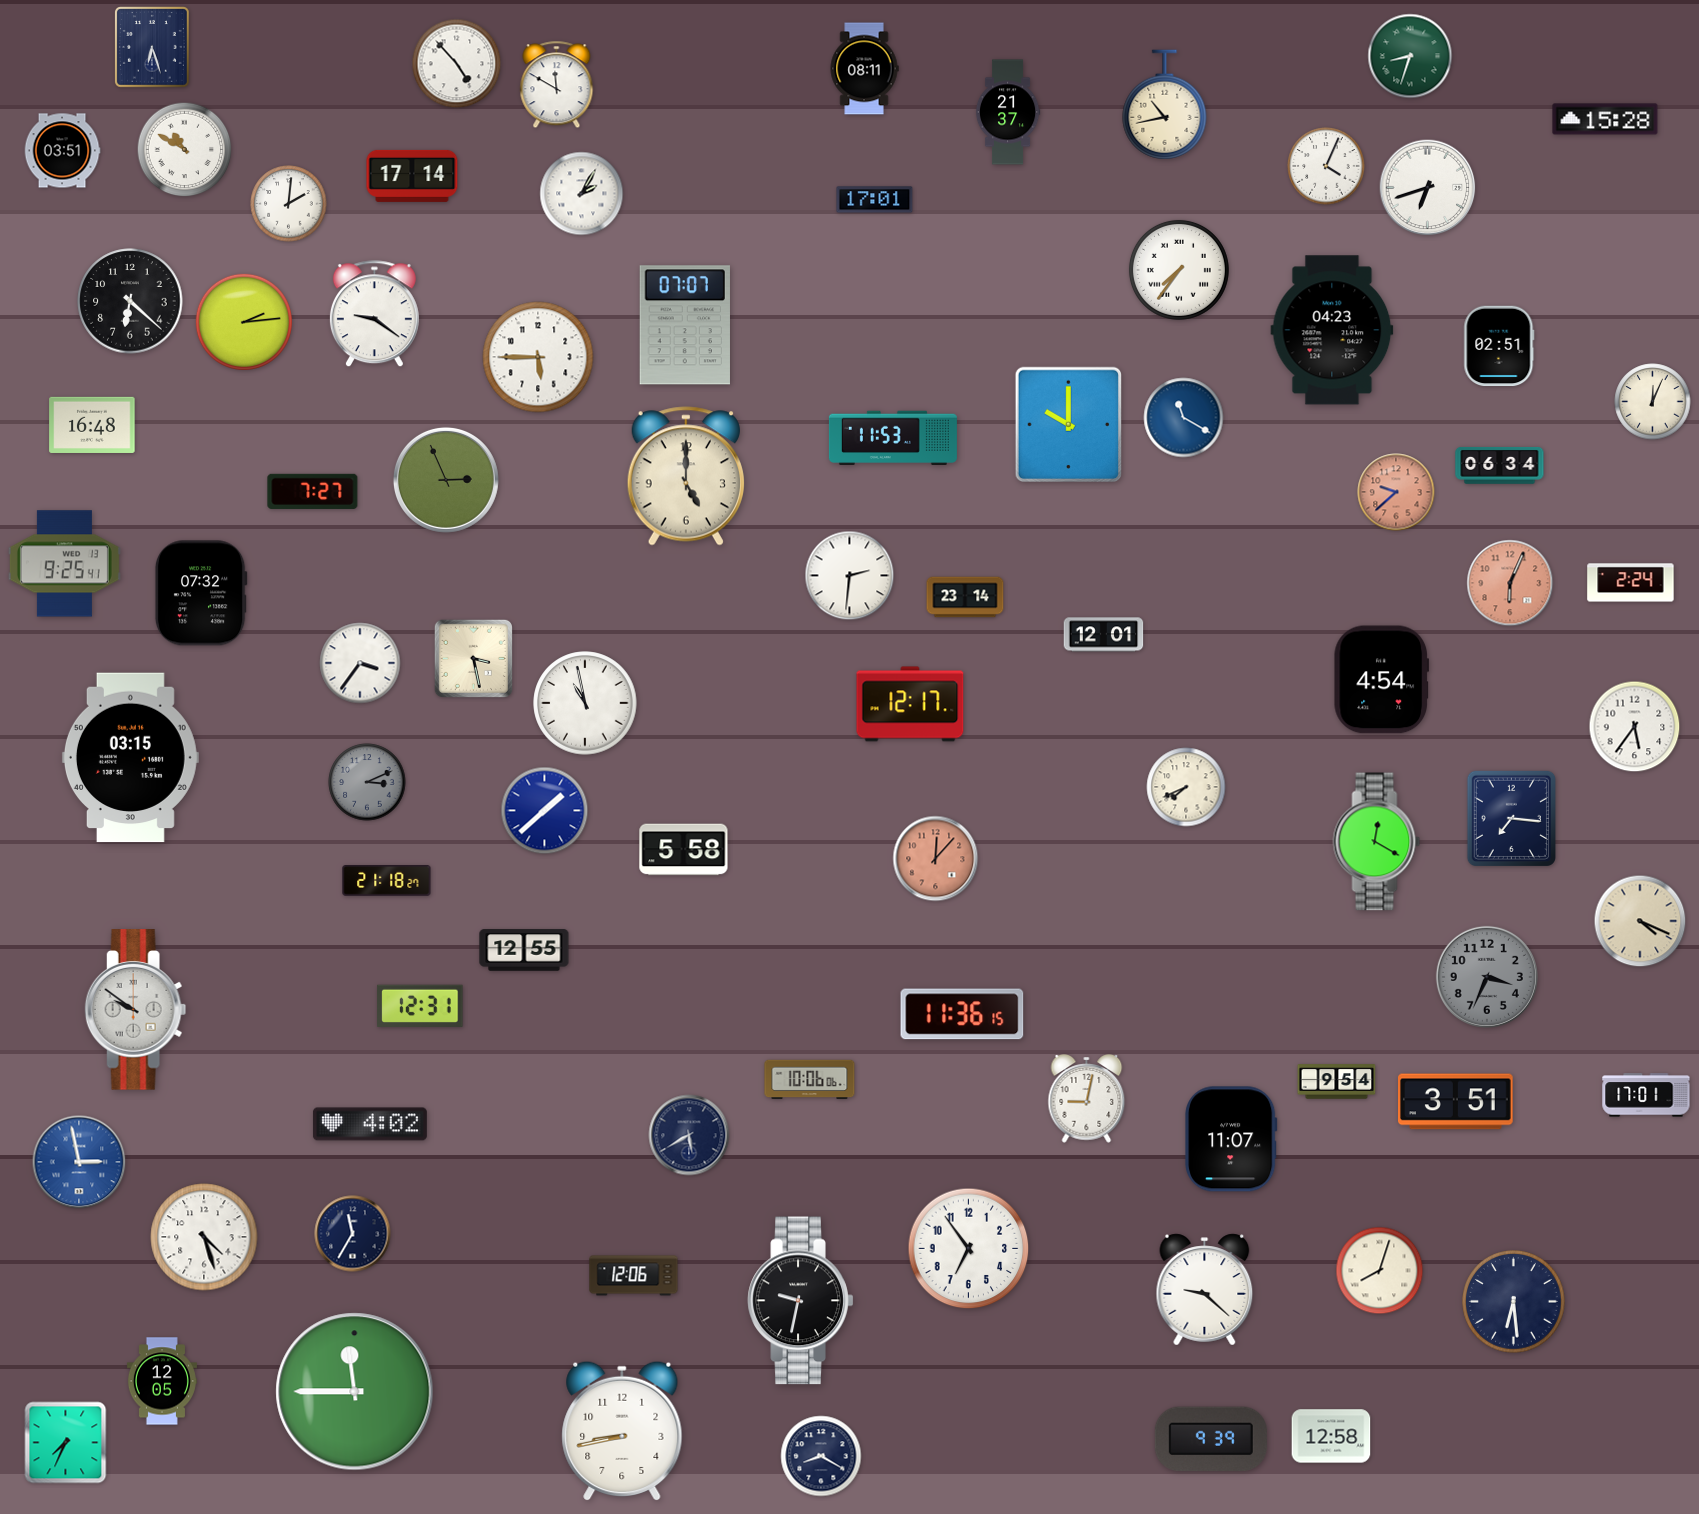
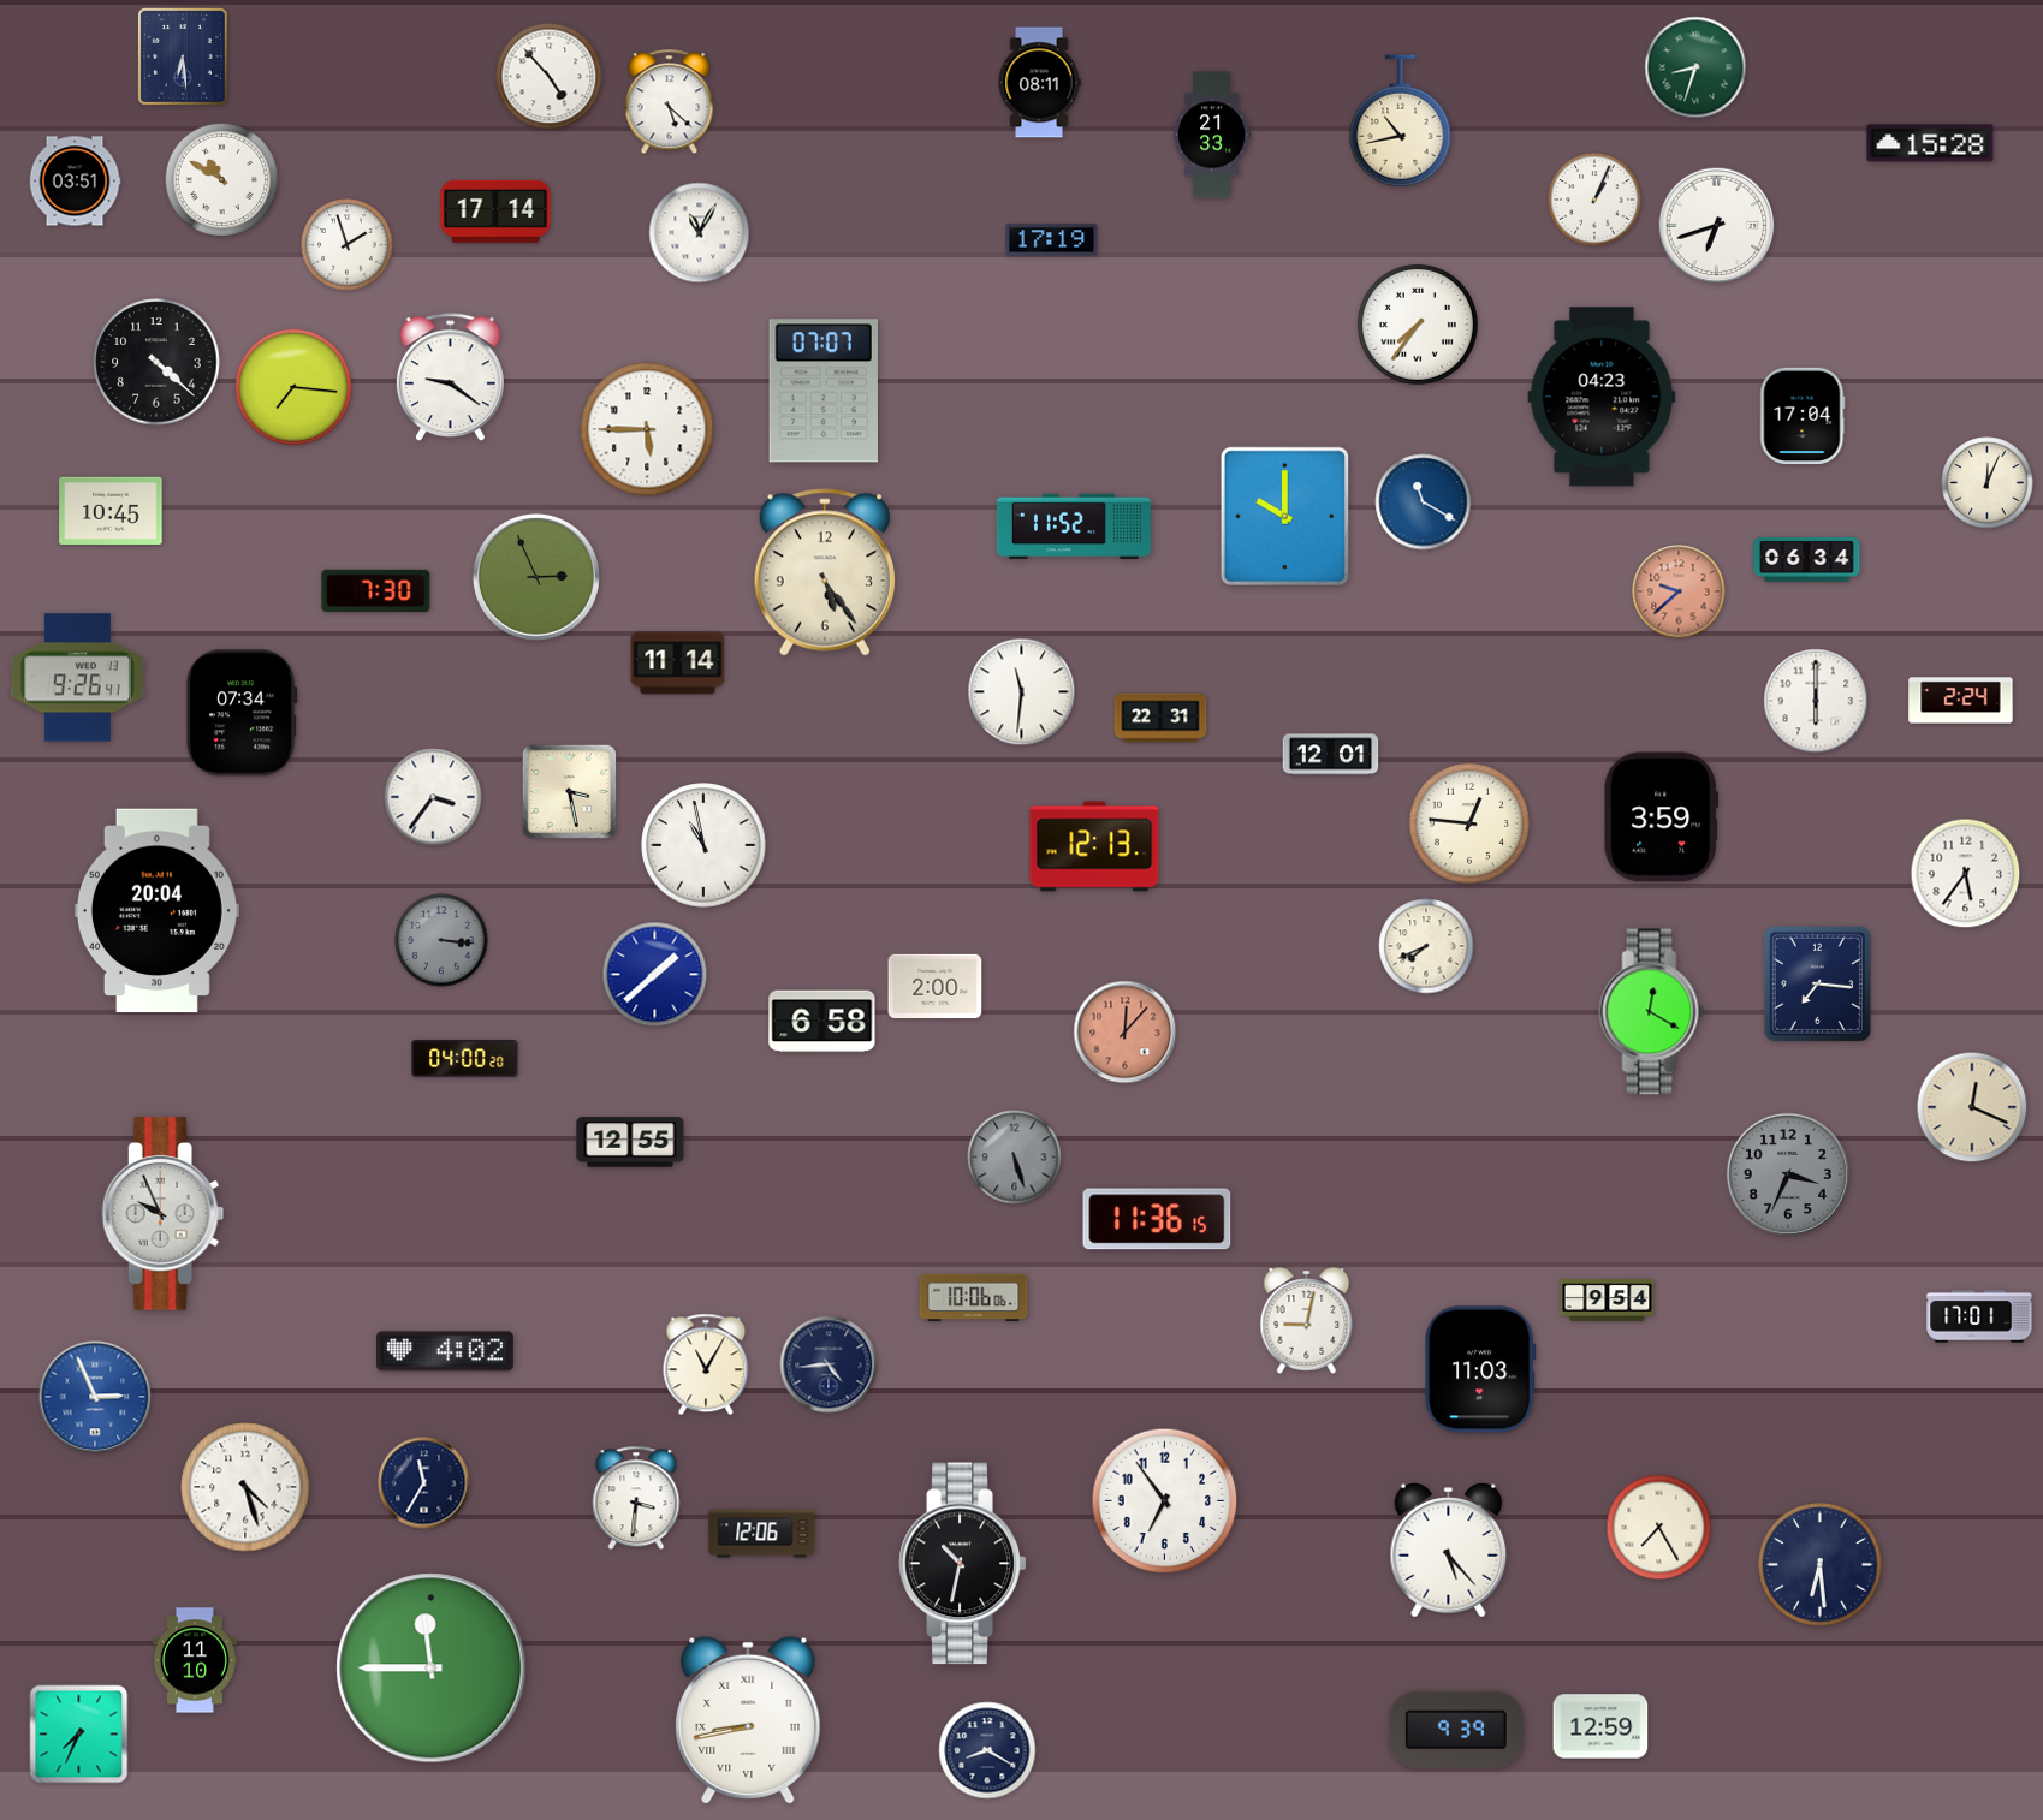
clock at (153, 48): 6:27 -> 6:29
clock at (557, 85): 11:50 -> 5:22
clock at (1165, 105) position: (1165, 105) -> (1401, 121)
clock at (1008, 112): 21:37 -> 21:33
clock at (1326, 166): 4:04 -> 1:04
clock at (582, 194): 2:05 -> 11:05
clock at (875, 200): 17:01 -> 17:19
clock at (289, 204): 2:01 -> 1:57
clock at (130, 301): 6:22 -> 4:22
clock at (244, 322): 2:14 -> 7:16
clock at (1499, 346): 02:51 -> 17:04
clock at (92, 424): 16:48 -> 10:45
clock at (1068, 424) position: (1068, 424) -> (1284, 516)
clock at (893, 438): 11:53 -> 11:52
clock at (1500, 466) position: (1500, 466) -> (1807, 560)
clock at (686, 476): 5:00 -> 5:24
clock at (313, 491): 7:27 -> 7:30
clock at (678, 664): none -> 11:14
clock at (64, 564): 9:25 -> 9:26
clock at (850, 576): 2:31 -> 11:31
clock at (1510, 583): 6:04 -> 6:00
clock at (1510, 583) dial: salmon -> white
clock at (201, 593): 07:32 -> 07:34
clock at (965, 597): 23:14 -> 22:31
clock at (1104, 635) position: (1104, 635) -> (1331, 755)
clock at (1381, 680): 4:54 -> 3:59
clock at (1469, 823): none -> 12:46
clock at (910, 704): 12:17 -> 12:13
clock at (130, 758): 03:15 -> 20:04
clock at (367, 782): 3:11 -> 3:16
clock at (936, 987): none -> 2:00
clock at (1377, 842) position: (1377, 842) -> (1652, 1012)
clock at (684, 850): 5:58 -> 6:58
clock at (387, 881): 21:18 -> 04:00
clock at (1640, 921): 4:19 -> 12:19
clock at (1015, 1158): none -> 5:27
clock at (420, 1005): 12:31 -> none
clock at (136, 1010): 9:51 -> 9:56
clock at (1456, 1102): 3:51 -> none
clock at (706, 1364): none -> 11:05
clock at (689, 1135): 5:40 -> 4:44
clock at (1232, 1139): 11:07 -> 11:03
clock at (79, 1162): 2:58 -> 2:56
clock at (636, 1498): none -> 3:31
clock at (1380, 1271): 8:03 -> 7:25
clock at (1205, 1290): 9:22 -> 5:23
clock at (801, 1301): 9:32 -> 10:32
clock at (162, 1381): 12:05 -> 11:10
clock at (355, 1392) position: (355, 1392) -> (432, 1669)
clock at (622, 1430) numerals: Arabic -> Roman
clock at (1331, 1436): 12:58 -> 12:59
